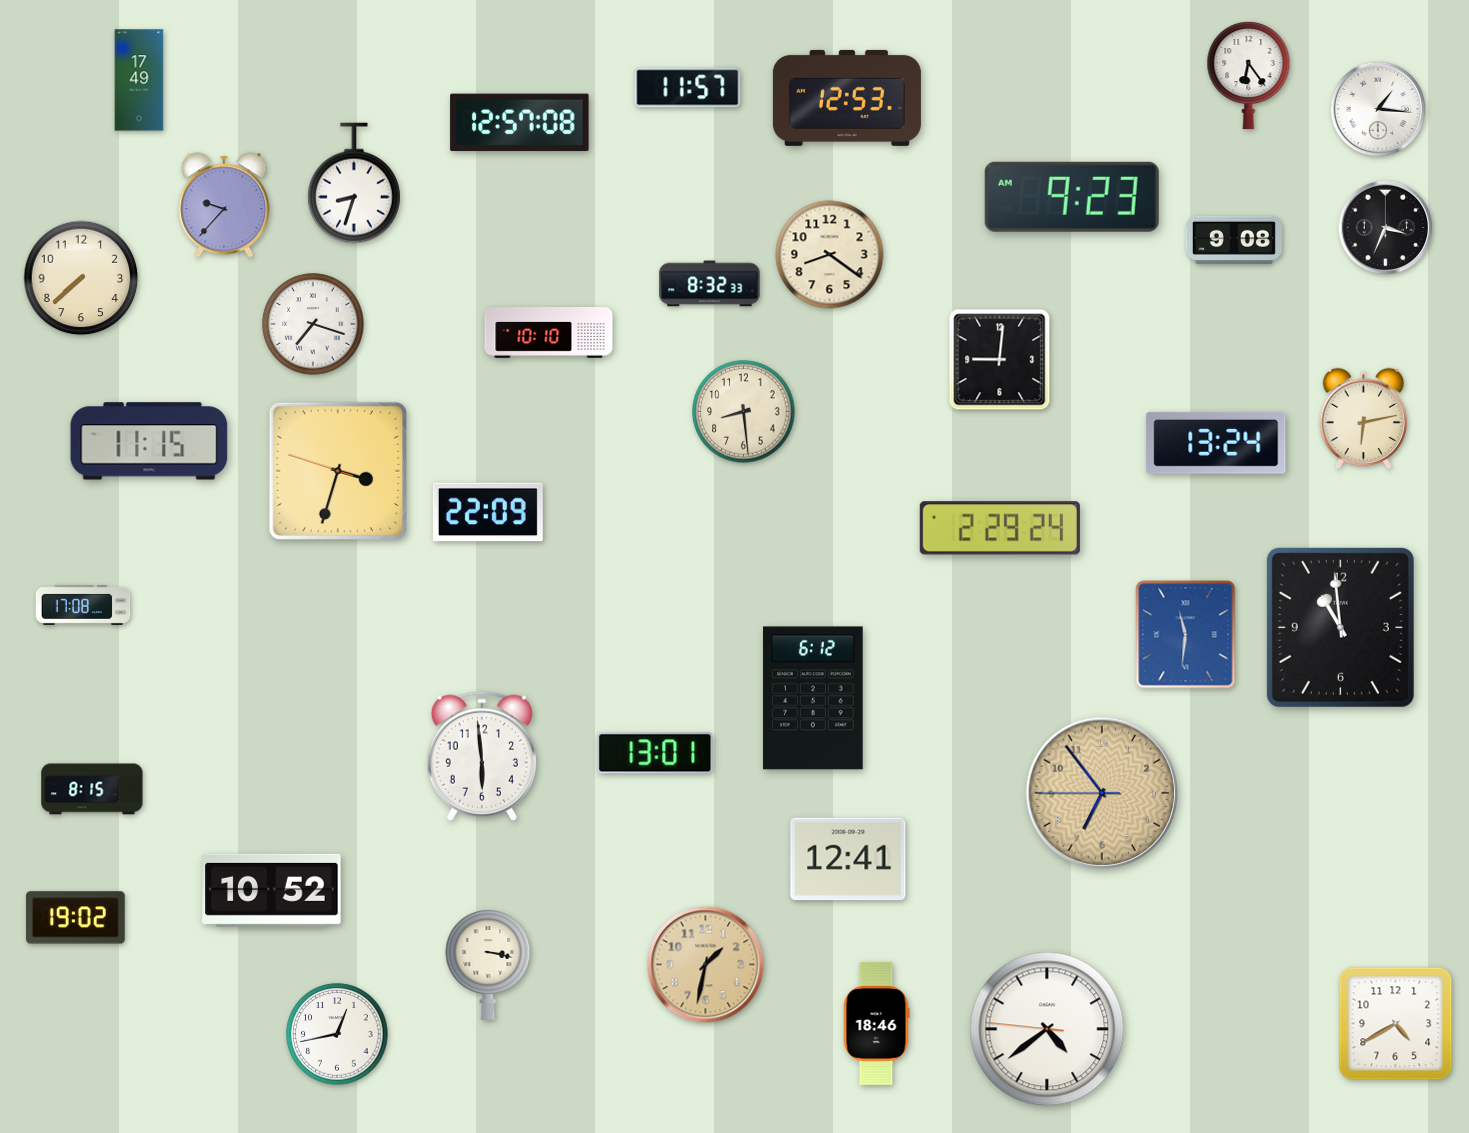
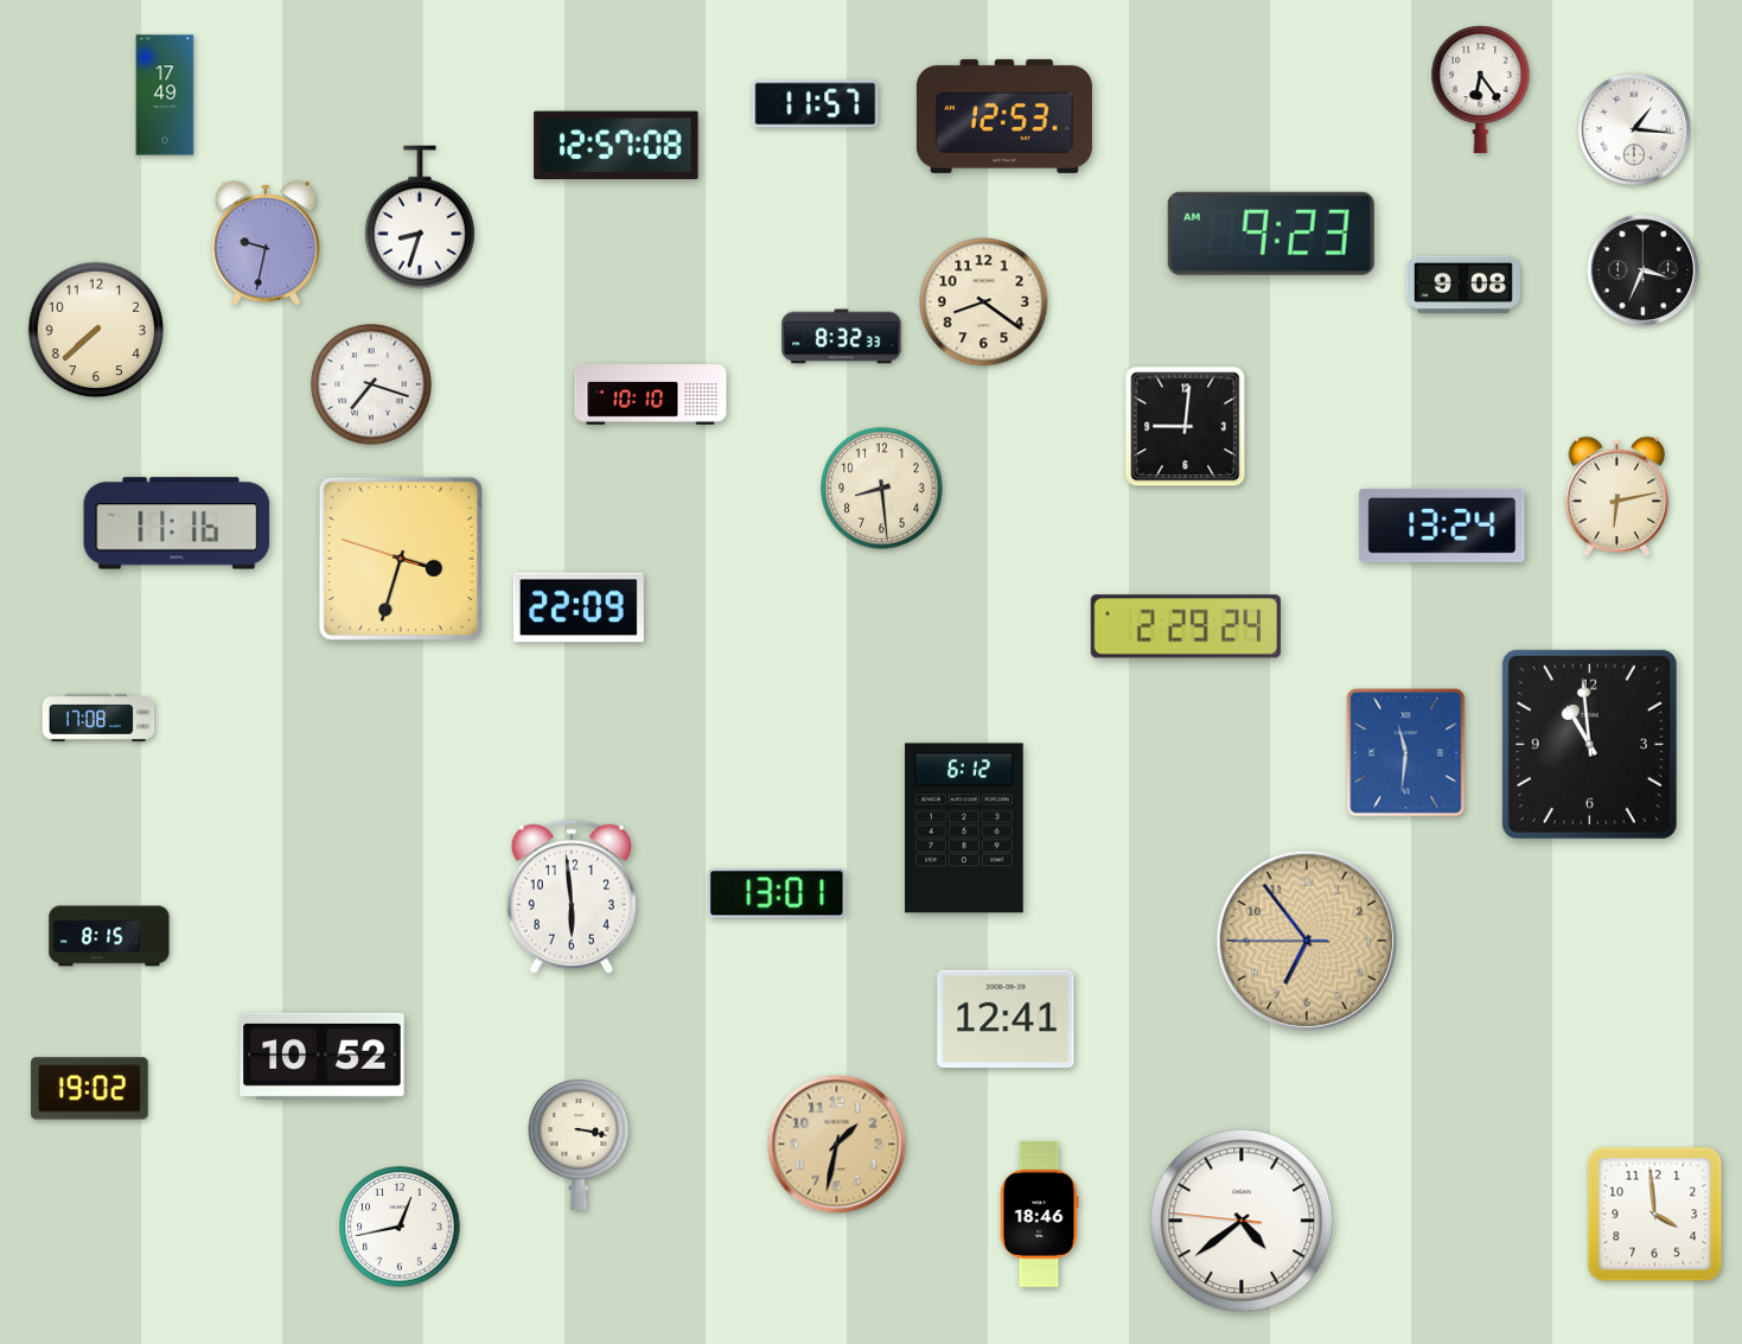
clock at (224, 205): 9:37 -> 9:32
clock at (149, 441): 11:15 -> 11:16
clock at (1396, 1024): 4:40 -> 3:59
